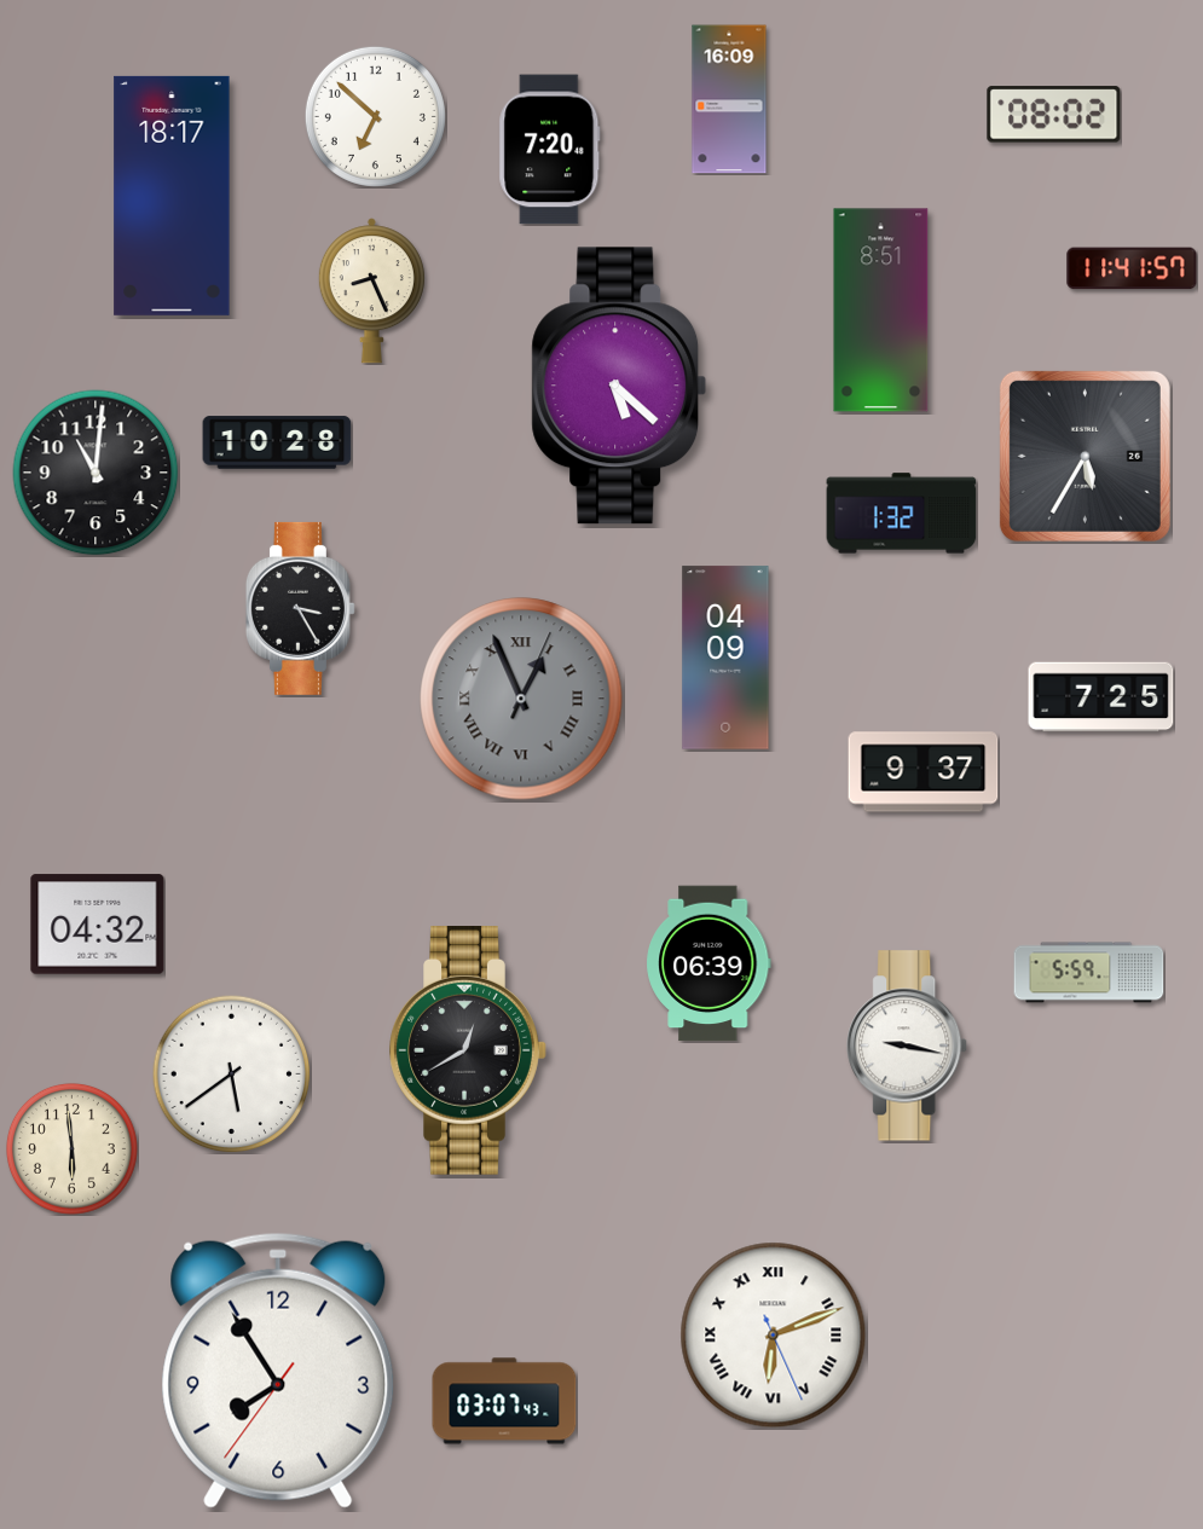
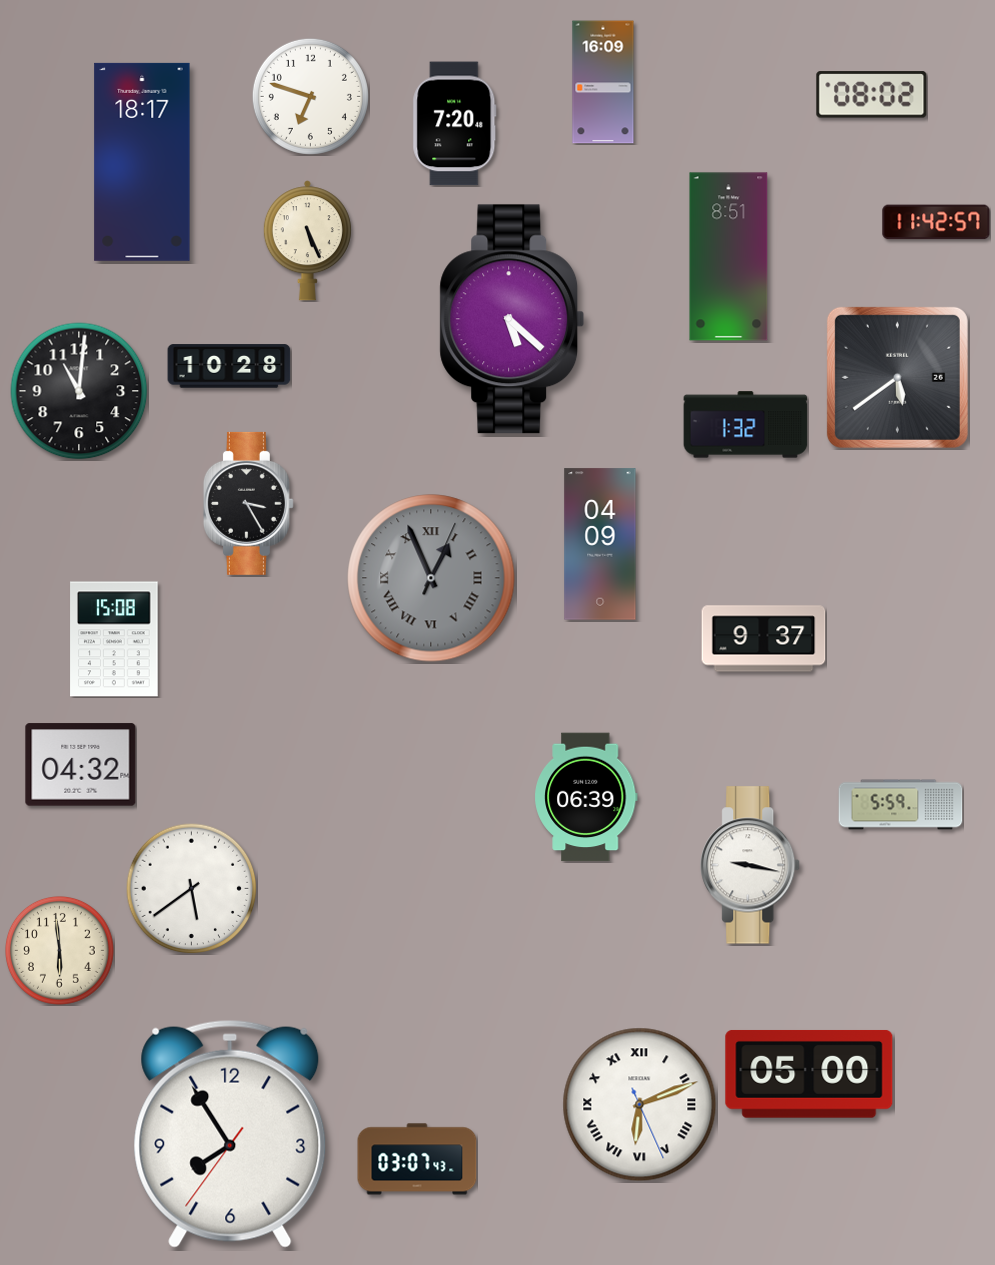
clock at (375, 116): 6:52 -> 6:48
clock at (1132, 268): 11:41 -> 11:42
clock at (371, 291): 8:26 -> 5:26
clock at (1085, 456): 5:35 -> 5:39
clock at (1101, 697): 7:25 -> none
clock at (114, 639): none -> 15:08
clock at (468, 1052): 12:40 -> none
clock at (809, 1074): none -> 05:00
